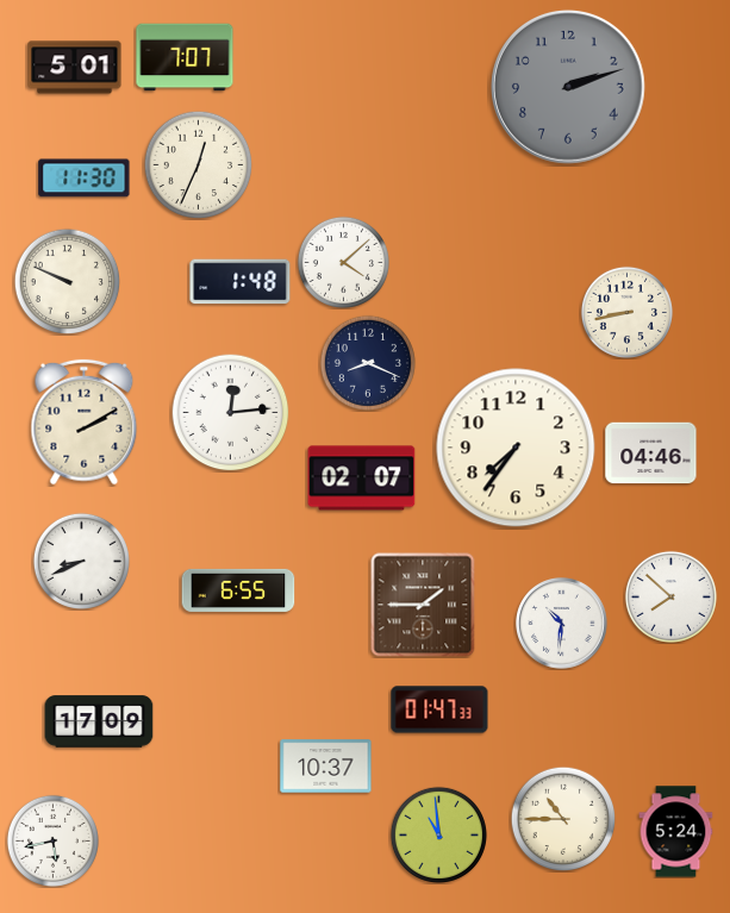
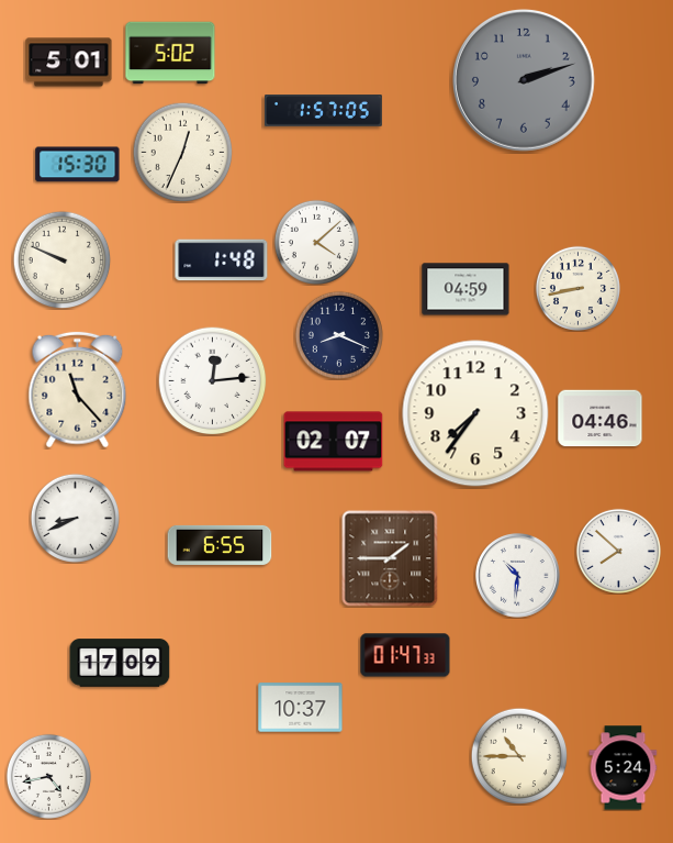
clock at (185, 57): 7:07 -> 5:02
clock at (324, 111): none -> 1:57
clock at (85, 179): 11:30 -> 15:30
clock at (466, 289): none -> 04:59
clock at (85, 423): 2:10 -> 11:23
clock at (99, 721) position: (99, 721) -> (120, 663)
clock at (438, 834): 10:59 -> none
clock at (52, 840): 5:43 -> 4:43
